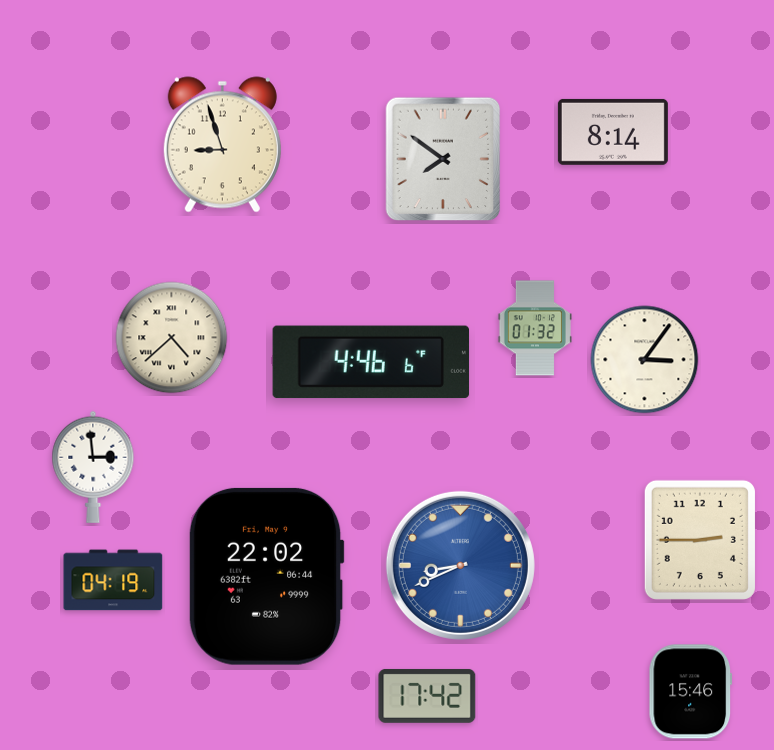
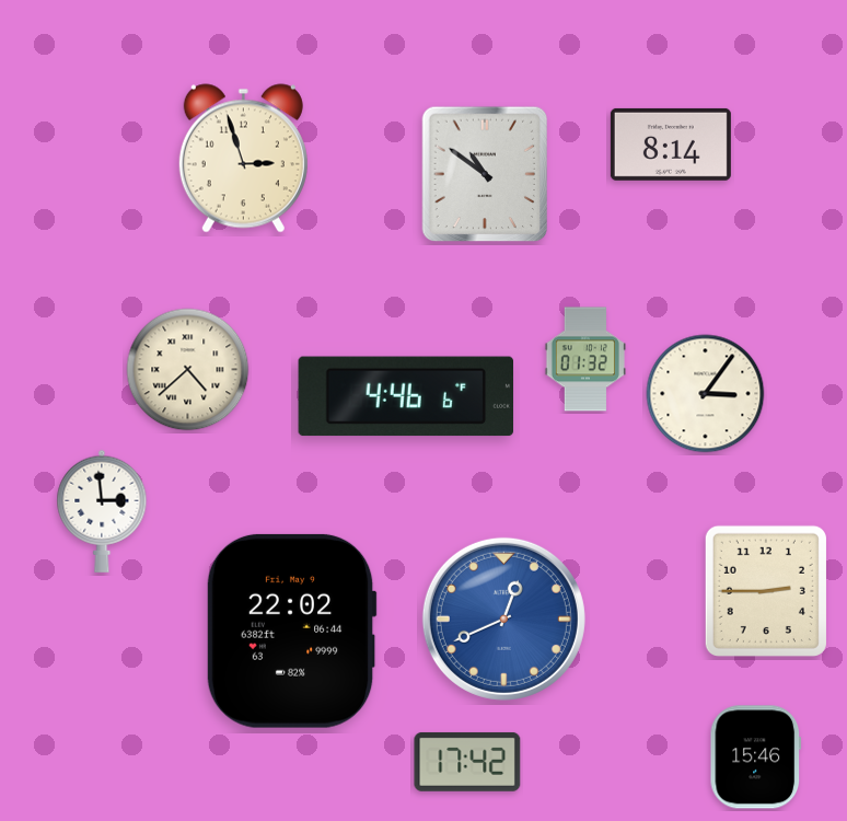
clock at (222, 145): 8:57 -> 2:57
clock at (443, 159): 7:51 -> 10:51
clock at (460, 565): 8:41 -> 12:41
clock at (113, 580): 04:19 -> none
